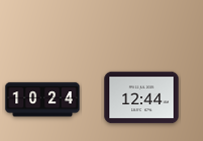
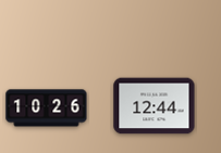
clock at (43, 100): 10:24 -> 10:26
